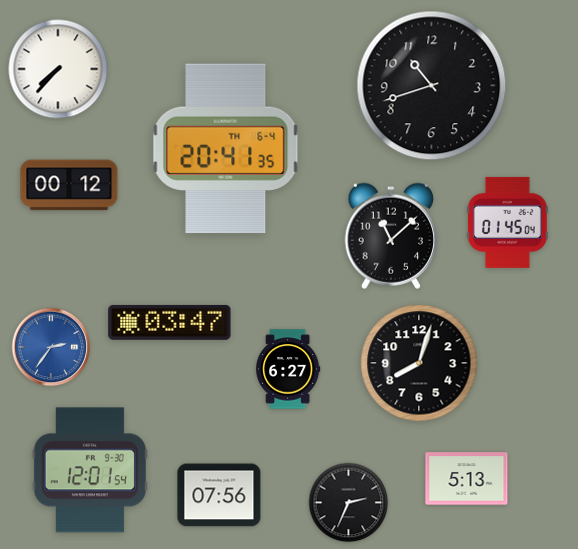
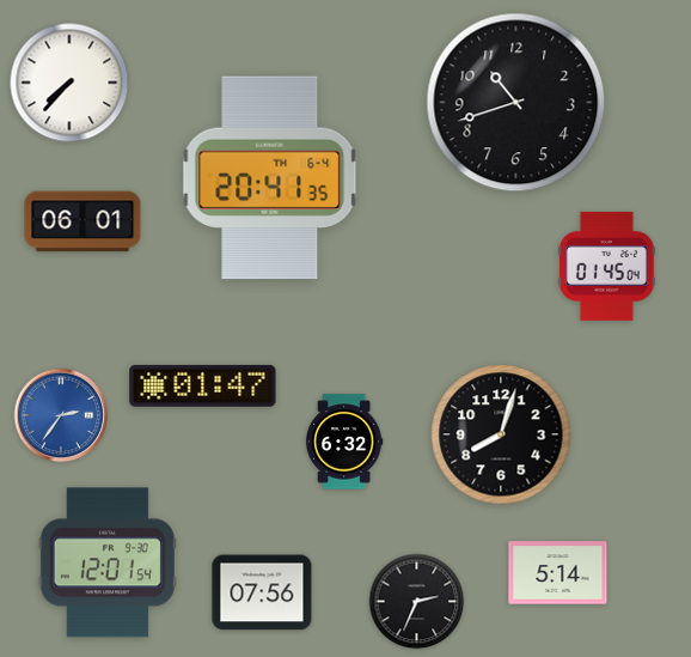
clock at (69, 185): 00:12 -> 06:01
clock at (390, 236): 11:08 -> none
clock at (170, 322): 03:47 -> 01:47
clock at (288, 369): 6:27 -> 6:32
clock at (467, 479): 5:13 -> 5:14
